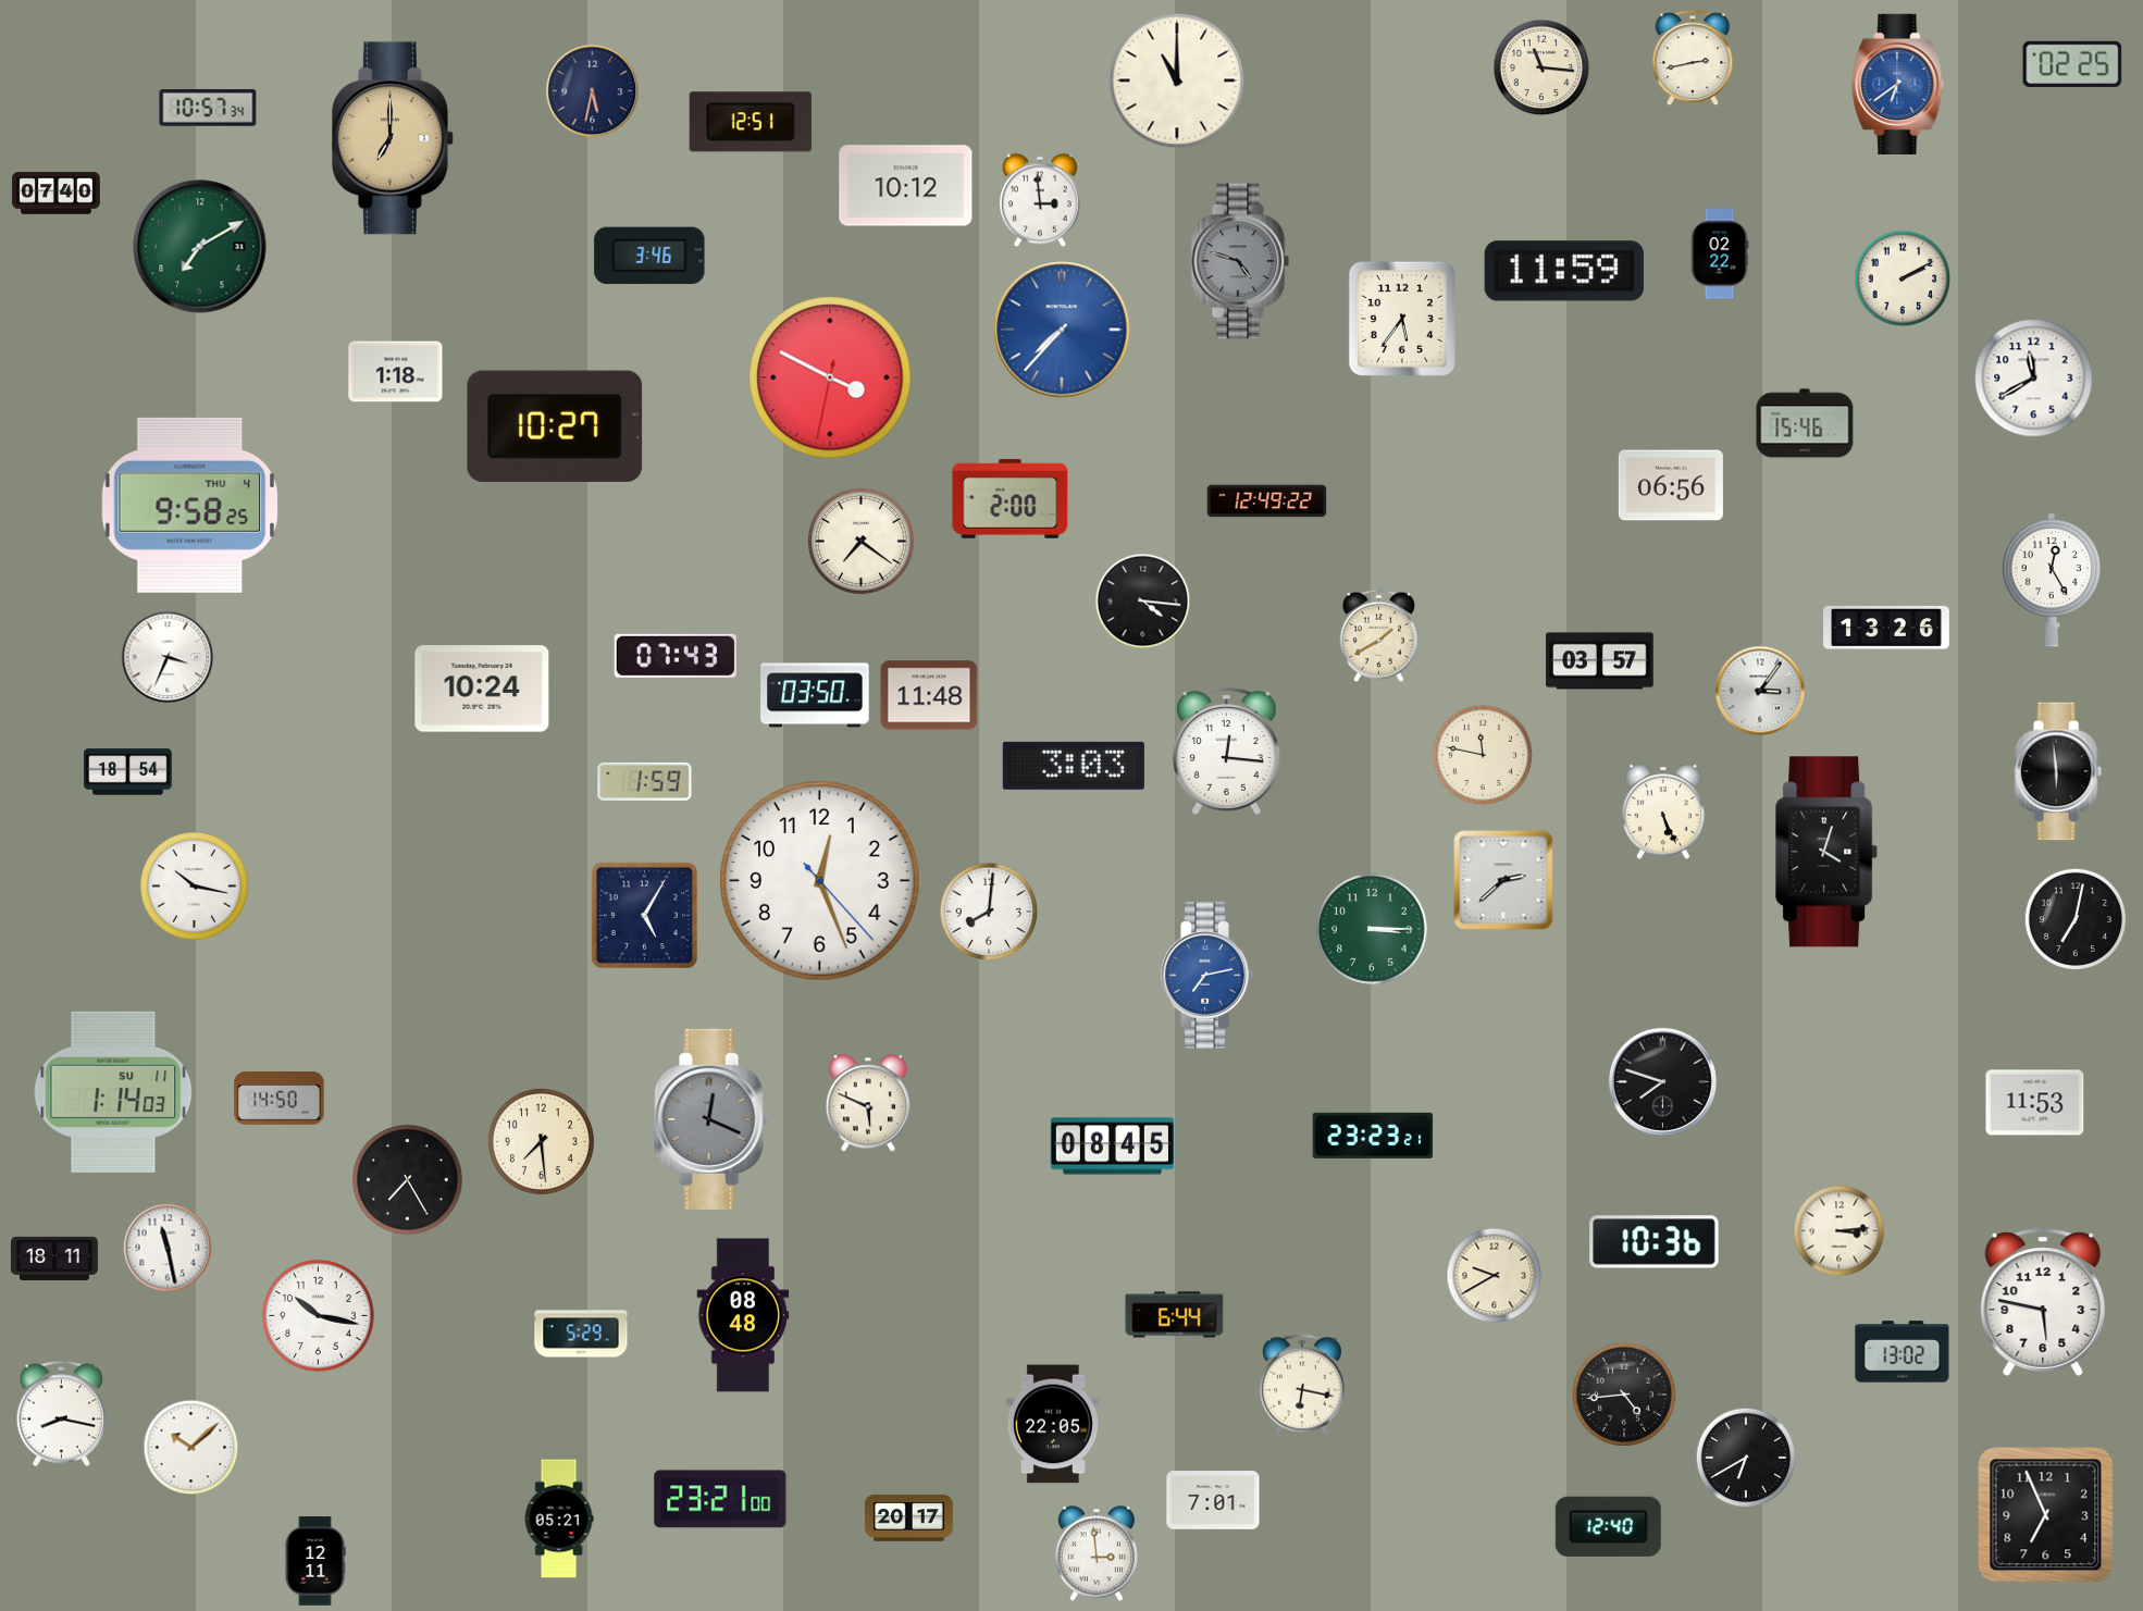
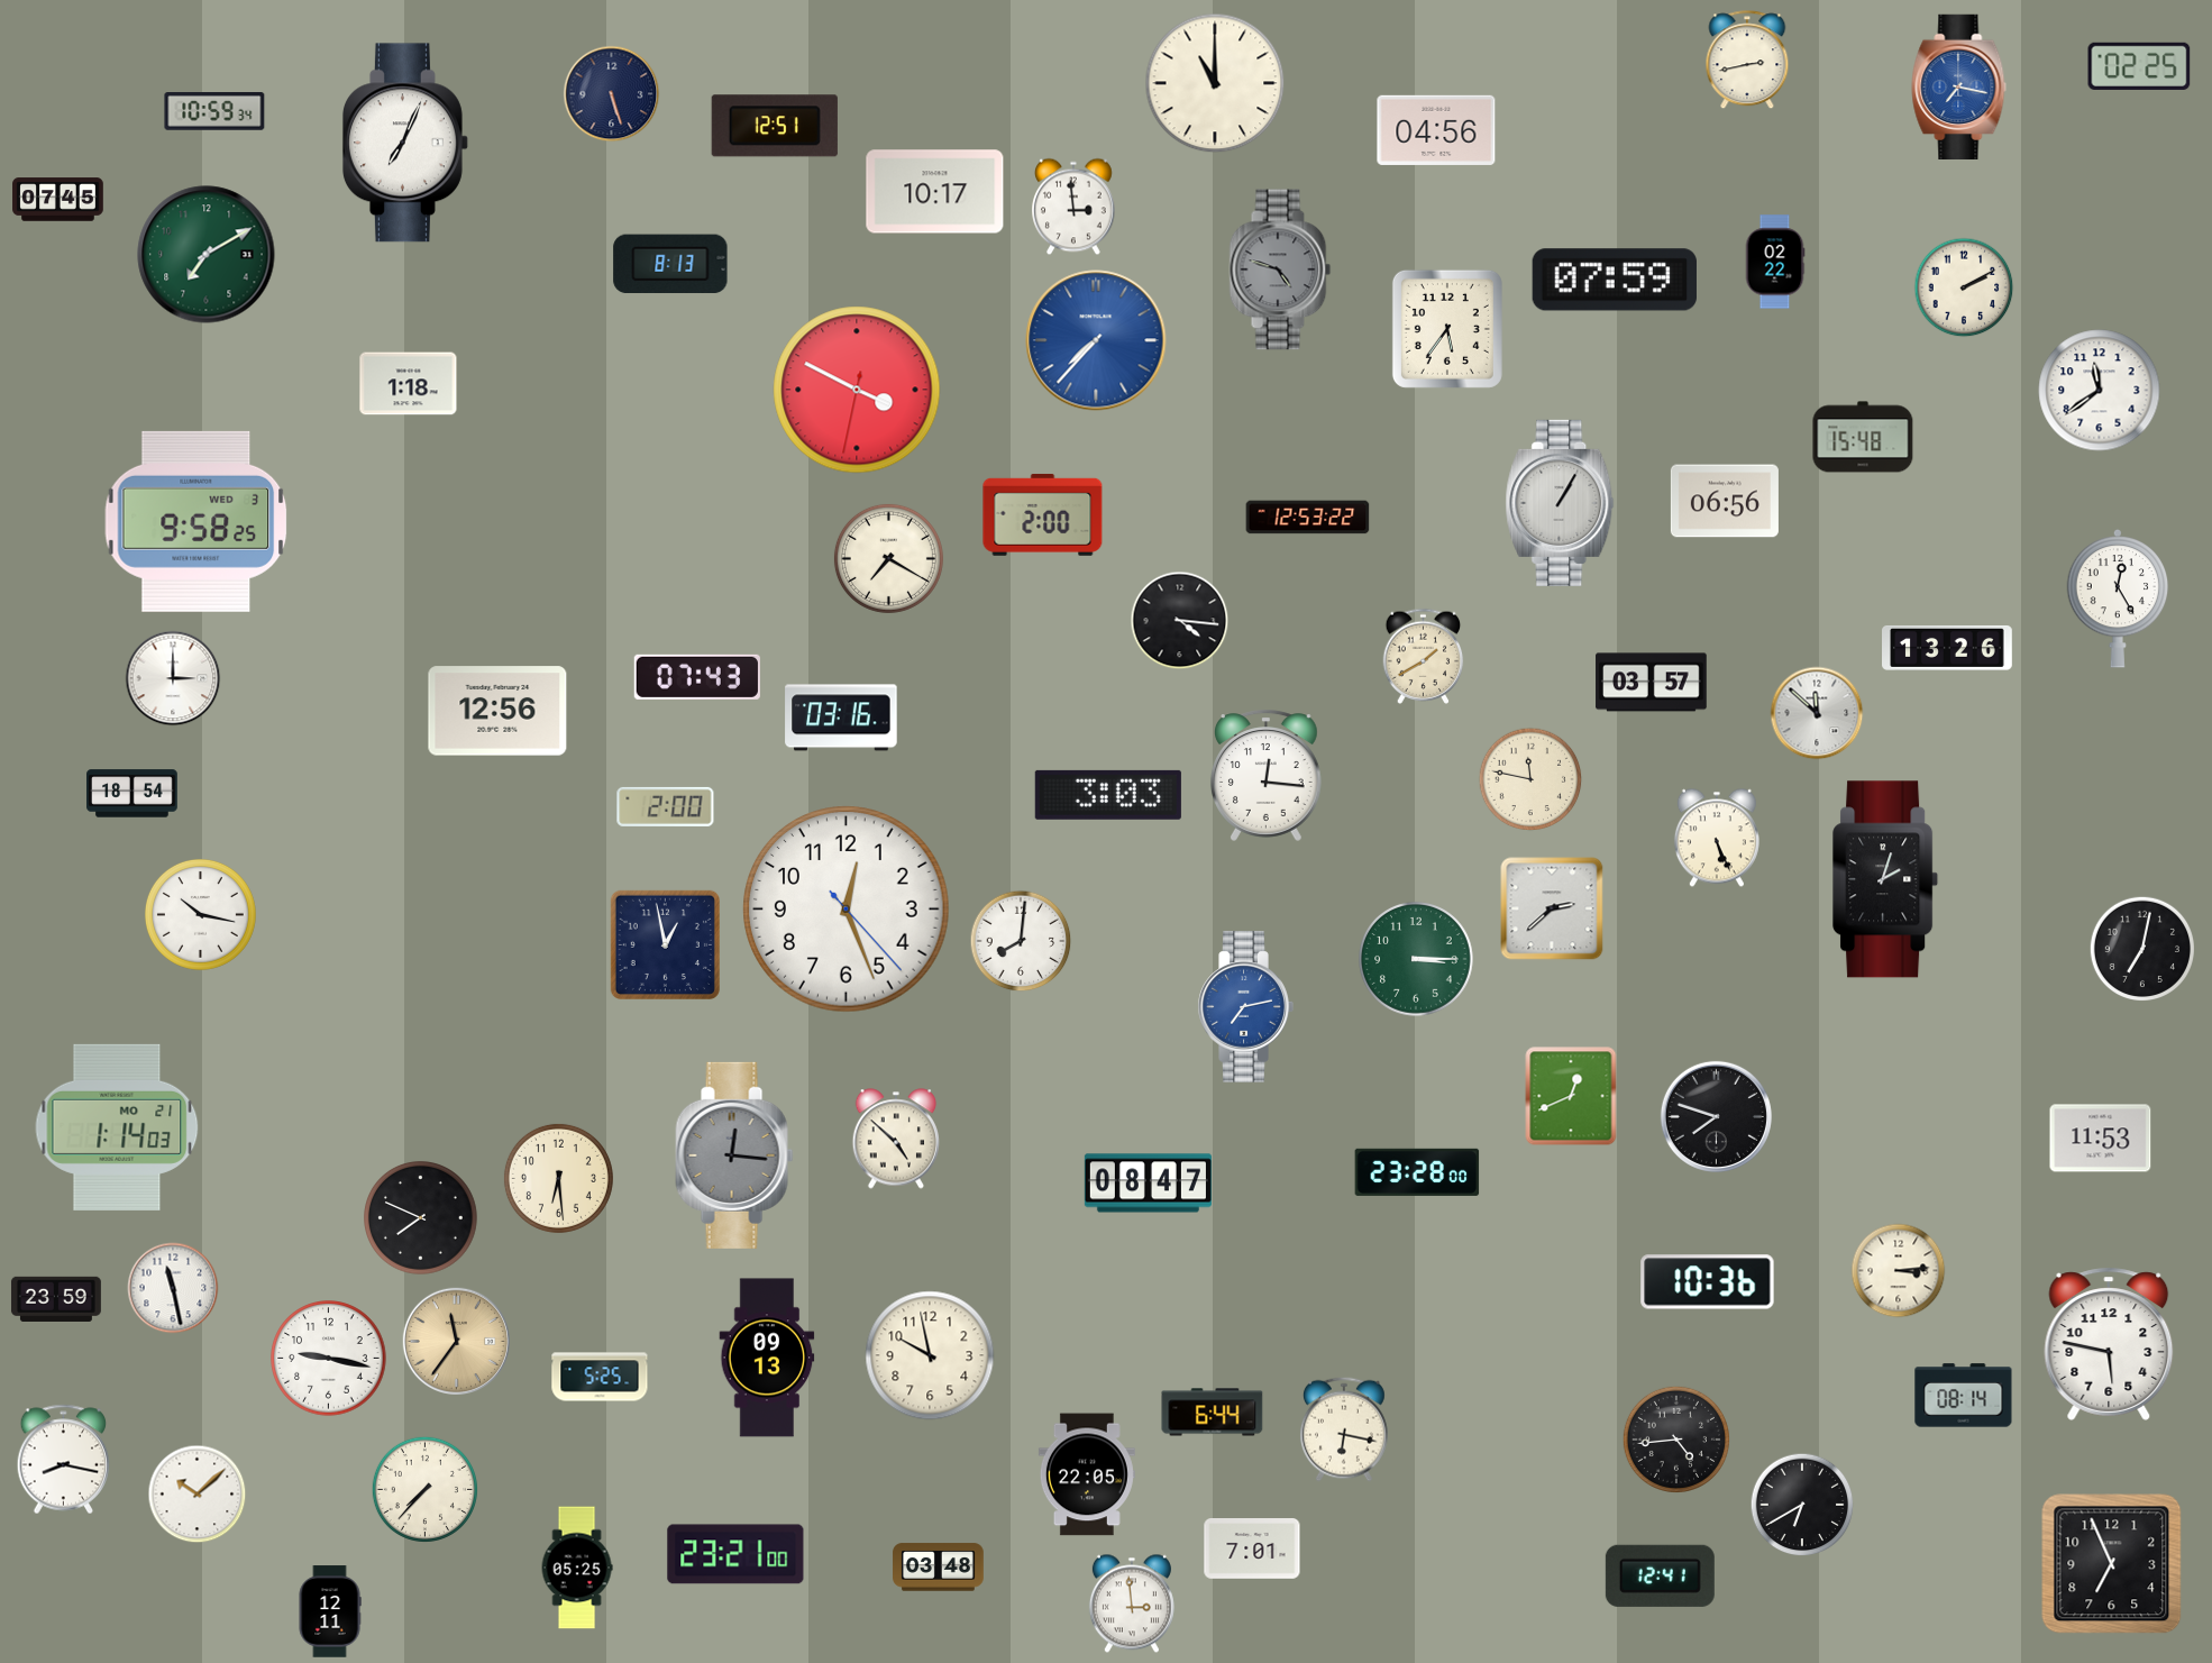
clock at (1541, 67): 11:16 -> none
clock at (1898, 84): 6:39 -> 7:17
clock at (593, 91): 5:32 -> 5:27
clock at (208, 109): 10:57 -> 10:59
clock at (1436, 130): none -> 04:56
clock at (393, 138): 7:00 -> 7:04
clock at (393, 138) dial: champagne -> white
clock at (906, 186): 10:12 -> 10:17
clock at (57, 194): 07:40 -> 07:45
clock at (649, 256): 3:46 -> 8:13
clock at (1564, 271): 11:59 -> 07:59
clock at (2034, 379): 11:40 -> 11:39
clock at (1805, 423): 15:46 -> 15:48
clock at (555, 426): 10:27 -> none
clock at (1560, 503): none -> 1:05
clock at (1267, 501): 12:49 -> 12:53
clock at (190, 505) date: THU 4 -> WED 3
clock at (860, 541): 7:21 -> 7:20
clock at (168, 657): 3:34 -> 3:00
clock at (482, 689): 10:24 -> 12:56
clock at (1760, 691): 3:06 -> 11:52
clock at (815, 695): 03:50 -> 03:16
clock at (929, 695): 11:48 -> none
clock at (1074, 766) position: (1074, 766) -> (1108, 795)
clock at (2058, 771): 5:59 -> none
clock at (128, 772) position: (128, 772) -> (132, 794)
clock at (645, 781): 1:59 -> 2:00
clock at (1828, 852): 4:03 -> 2:03
clock at (644, 915): 5:05 -> 12:58
clock at (1571, 1096): none -> 12:41
clock at (113, 1092) date: SU 11 -> MO 21
clock at (280, 1099): 14:50 -> none
clock at (867, 1103): 5:49 -> 4:52
clock at (711, 1119): 12:19 -> 12:16
clock at (1373, 1136): 23:23 -> 23:28
clock at (541, 1141): 7:29 -> 6:29
clock at (1112, 1147): 08:45 -> 08:47
clock at (408, 1180): 7:25 -> 7:49
clock at (54, 1259): 18:11 -> 23:59
clock at (1495, 1276): 9:40 -> none
clock at (456, 1341): none -> 11:36
clock at (930, 1355): none -> 9:58
clock at (743, 1315): 08:48 -> 09:13
clock at (1175, 1315) position: (1175, 1315) -> (1213, 1413)
clock at (319, 1316): 10:17 -> 9:17
clock at (581, 1334): 5:29 -> 5:25
clock at (1903, 1352): 13:02 -> 08:14
clock at (1053, 1424) position: (1053, 1424) -> (1087, 1474)
clock at (424, 1489): none -> 7:37
clock at (720, 1499) position: (720, 1499) -> (735, 1554)
clock at (559, 1519): 05:21 -> 05:25
clock at (909, 1519): 20:17 -> 03:48
clock at (1608, 1526): 12:40 -> 12:41
clock at (315, 1561) position: (315, 1561) -> (330, 1611)
